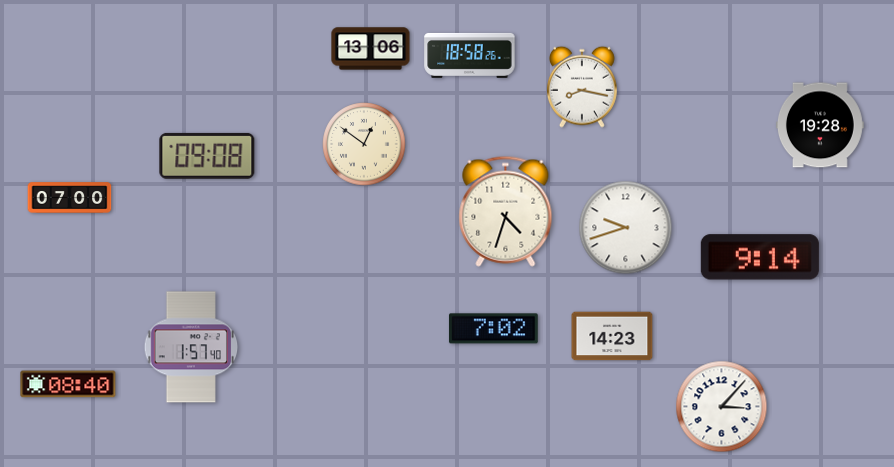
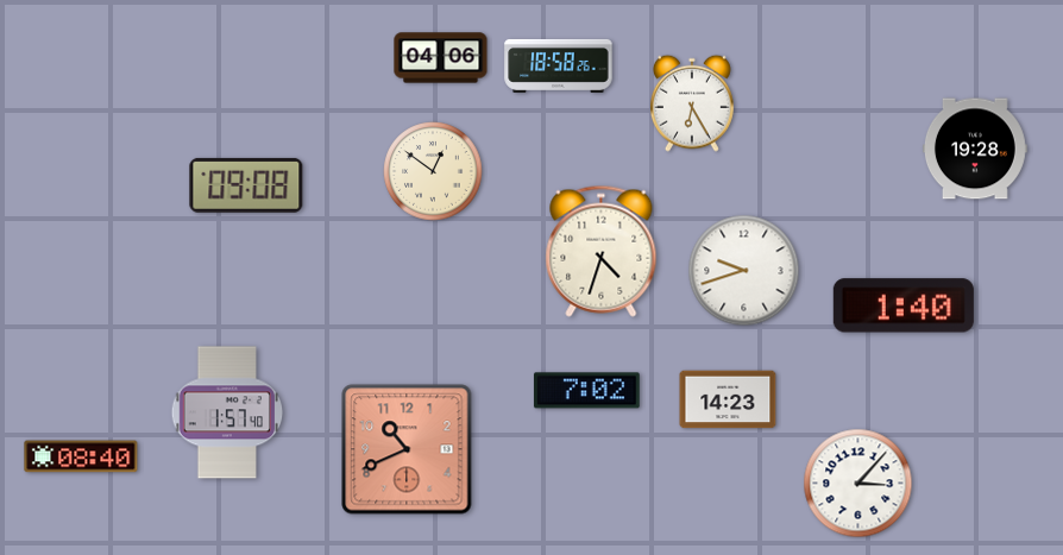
clock at (371, 49): 13:06 -> 04:06
clock at (582, 87): 8:17 -> 6:25
clock at (70, 198): 07:00 -> none
clock at (760, 257): 9:14 -> 1:40
clock at (407, 449): none -> 10:41
